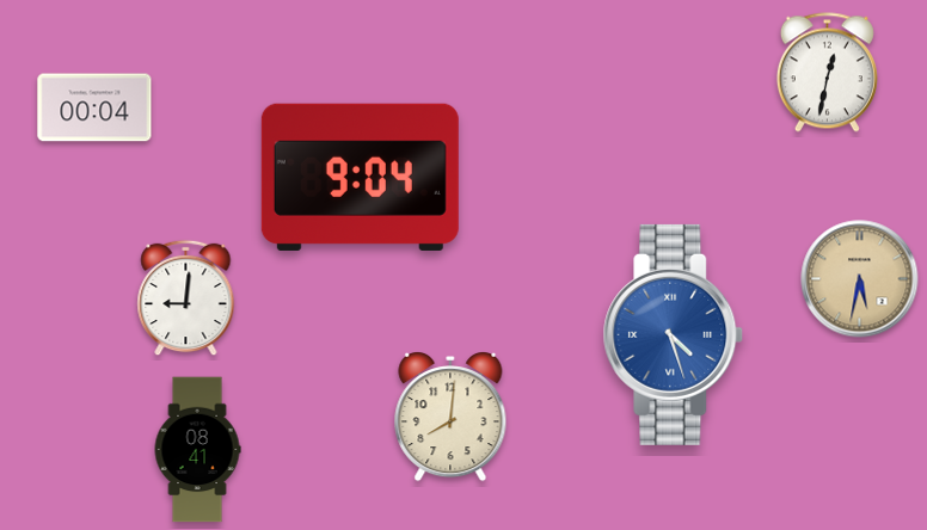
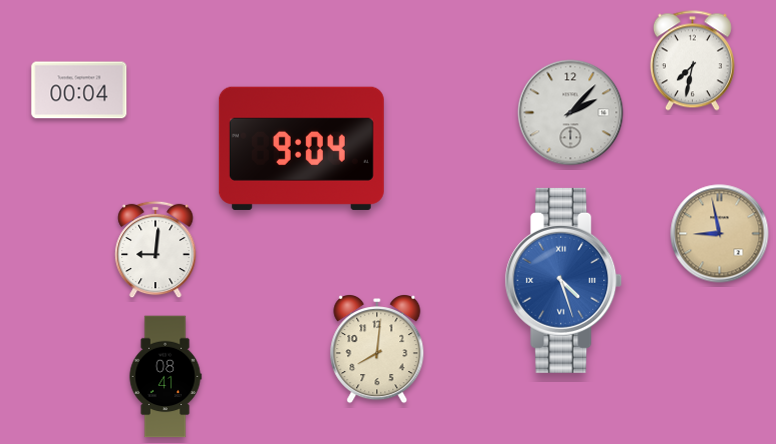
clock at (827, 73): 12:32 -> 7:32
clock at (571, 113): none -> 2:07
clock at (860, 279): 5:32 -> 8:58
